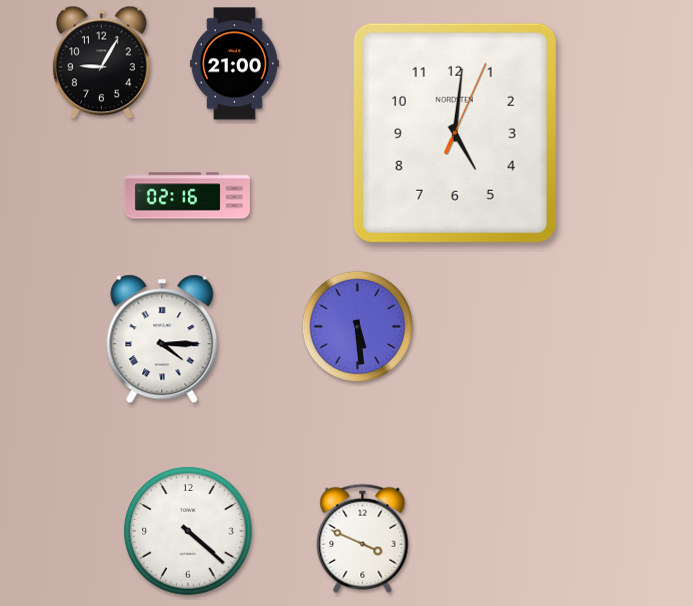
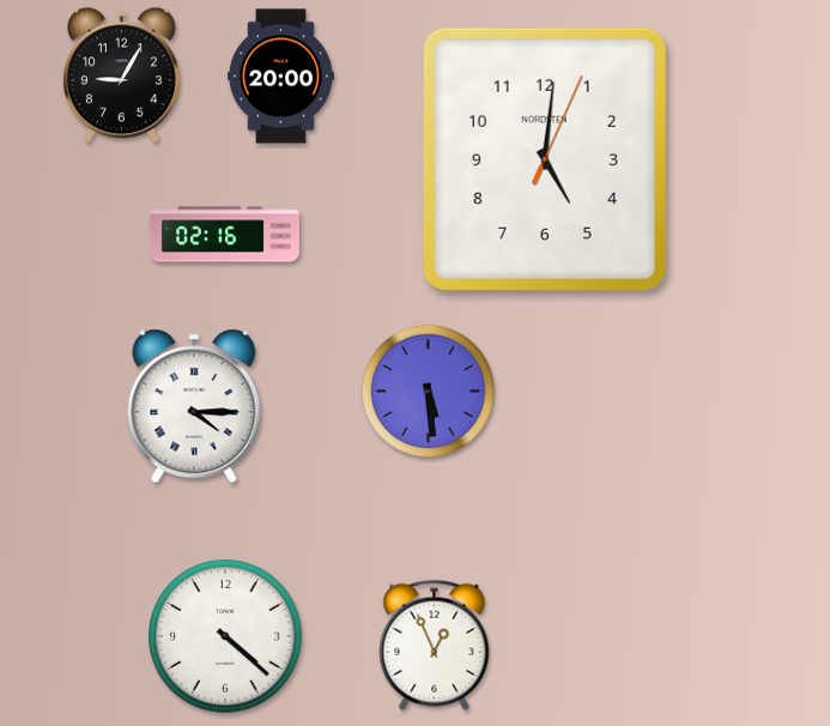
clock at (234, 64): 21:00 -> 20:00
clock at (363, 538): 3:49 -> 12:56
